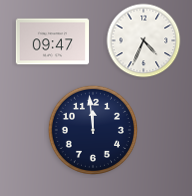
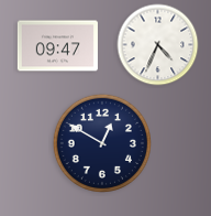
clock at (93, 130): 11:59 -> 12:50
